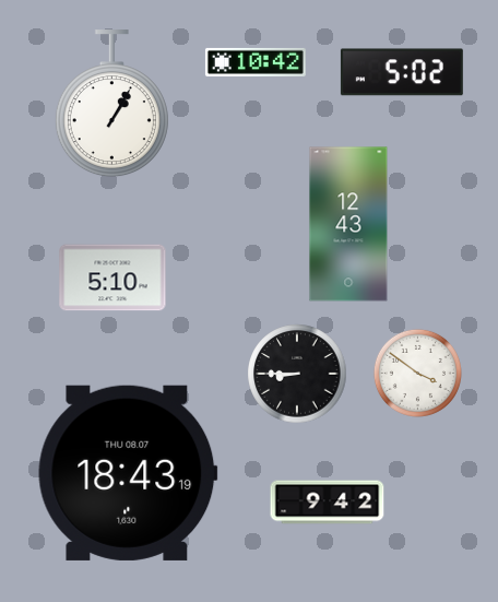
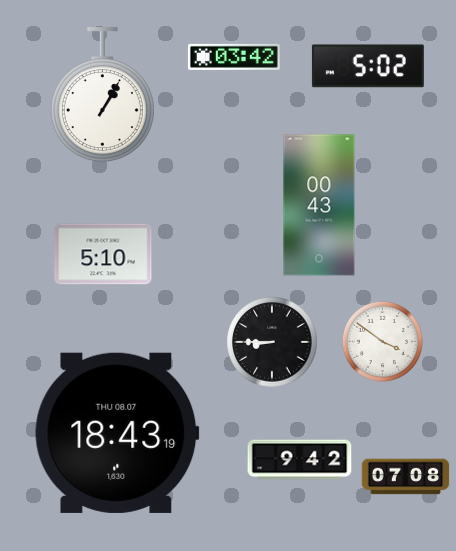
clock at (256, 62): 10:42 -> 03:42
clock at (348, 224): 12:43 -> 00:43
clock at (406, 477): none -> 07:08
